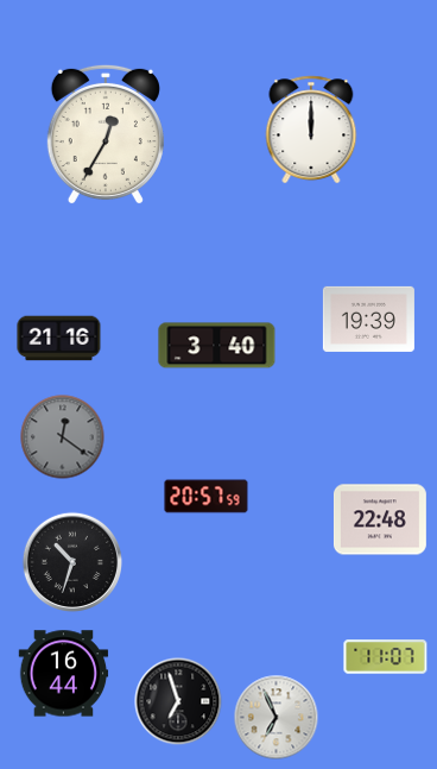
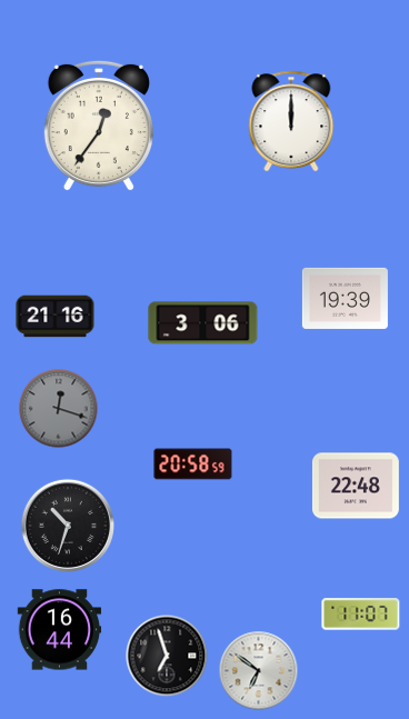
clock at (106, 134): 12:35 -> 12:36
clock at (217, 346): 3:40 -> 3:06
clock at (63, 437): 12:21 -> 12:18
clock at (207, 497): 20:57 -> 20:58
clock at (277, 718): 6:56 -> 6:51
